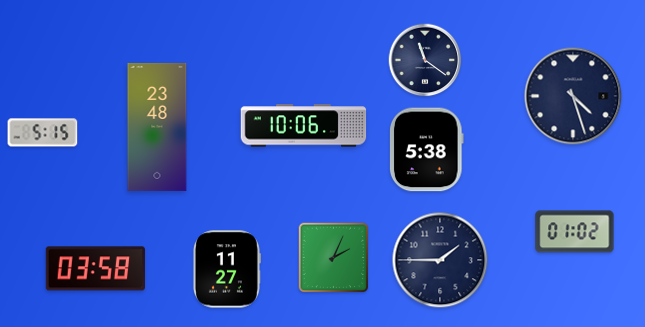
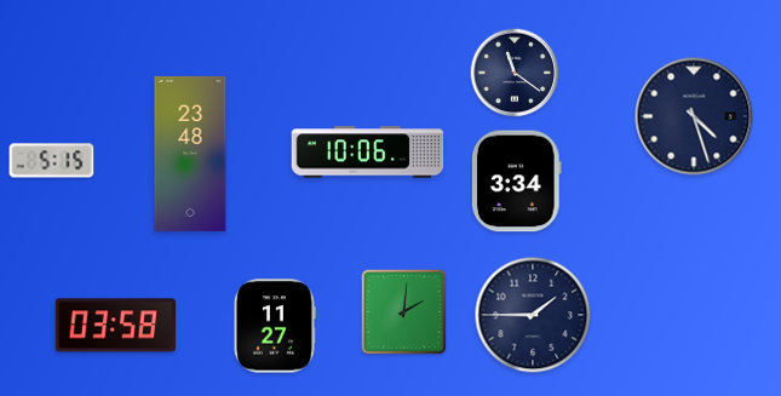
clock at (427, 150): 5:38 -> 3:34
clock at (575, 232): 01:02 -> none
clock at (334, 258): 2:04 -> 2:01
